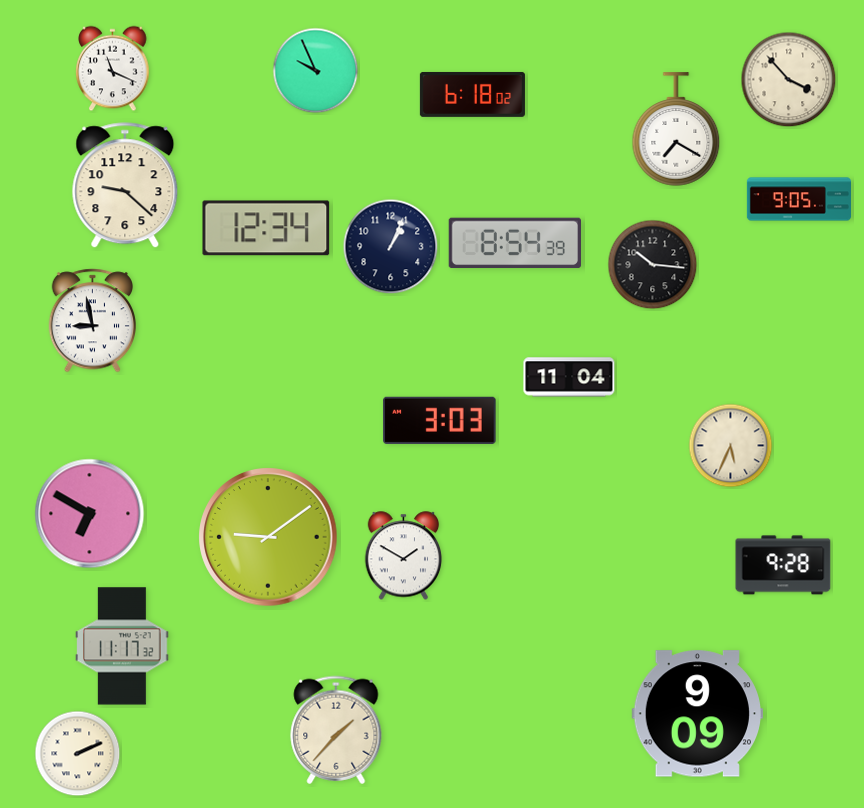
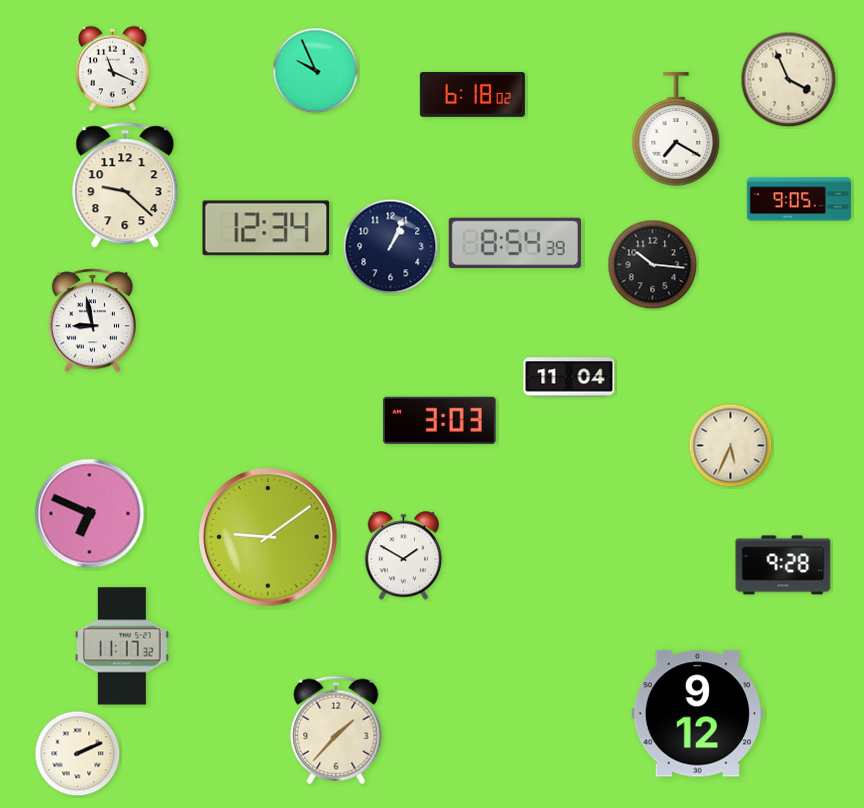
clock at (789, 80): 3:53 -> 3:56
clock at (90, 514): 6:50 -> 6:49
clock at (698, 714): 9:09 -> 9:12
